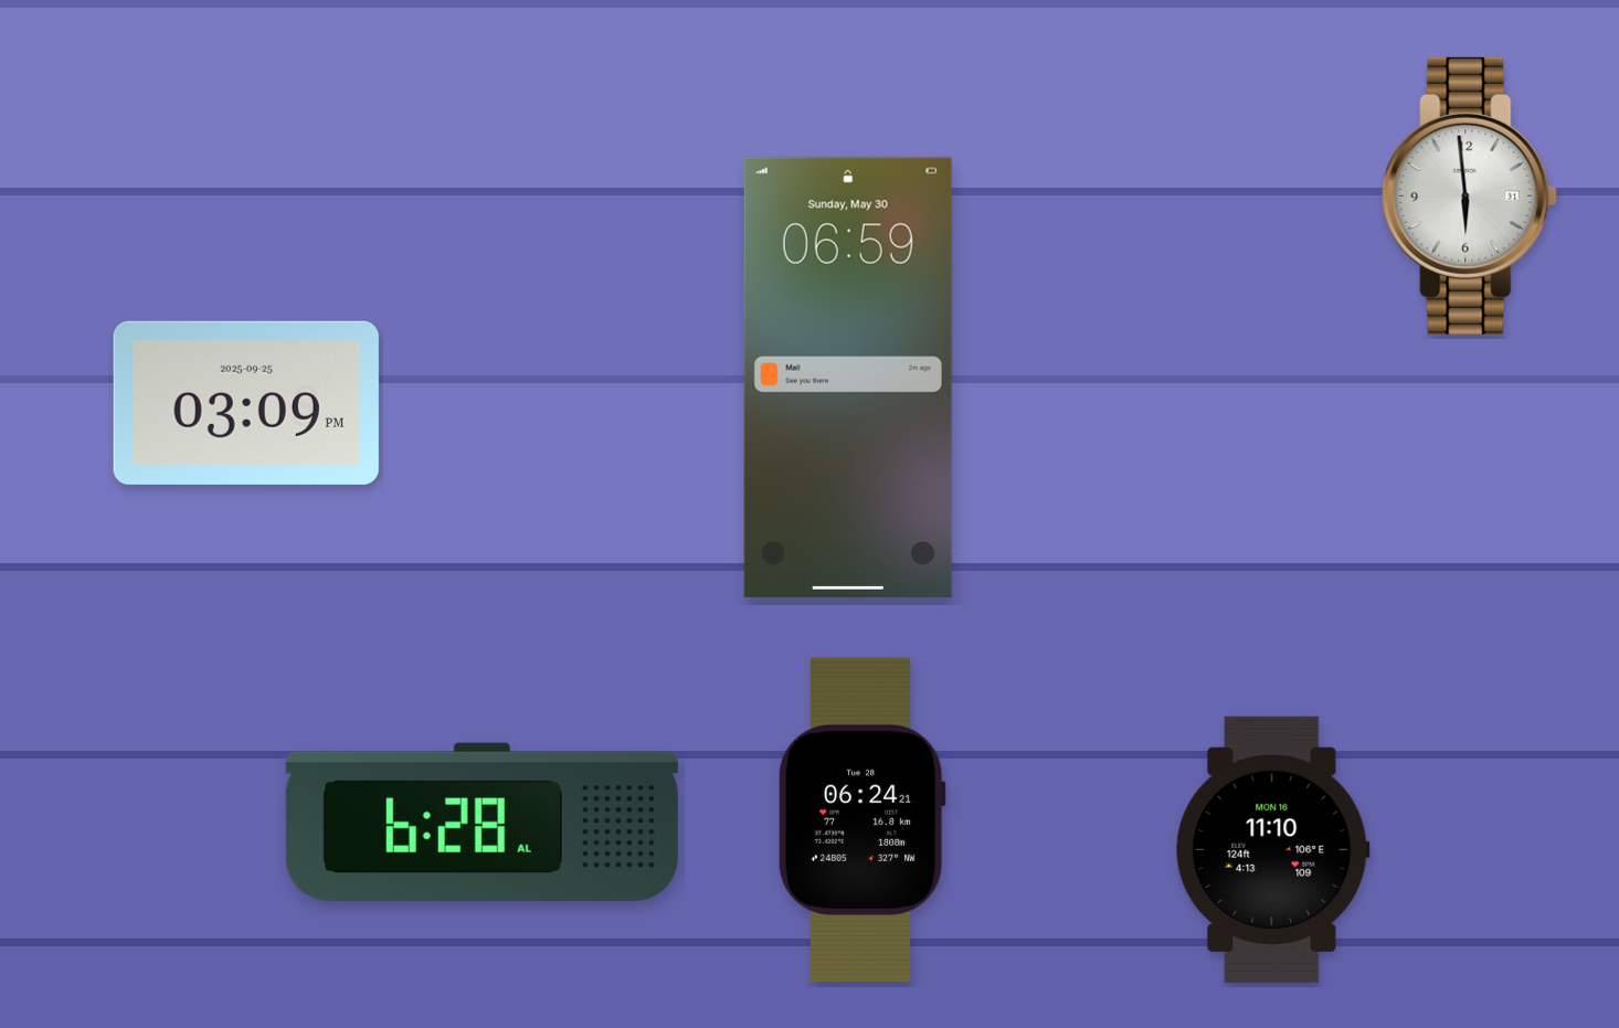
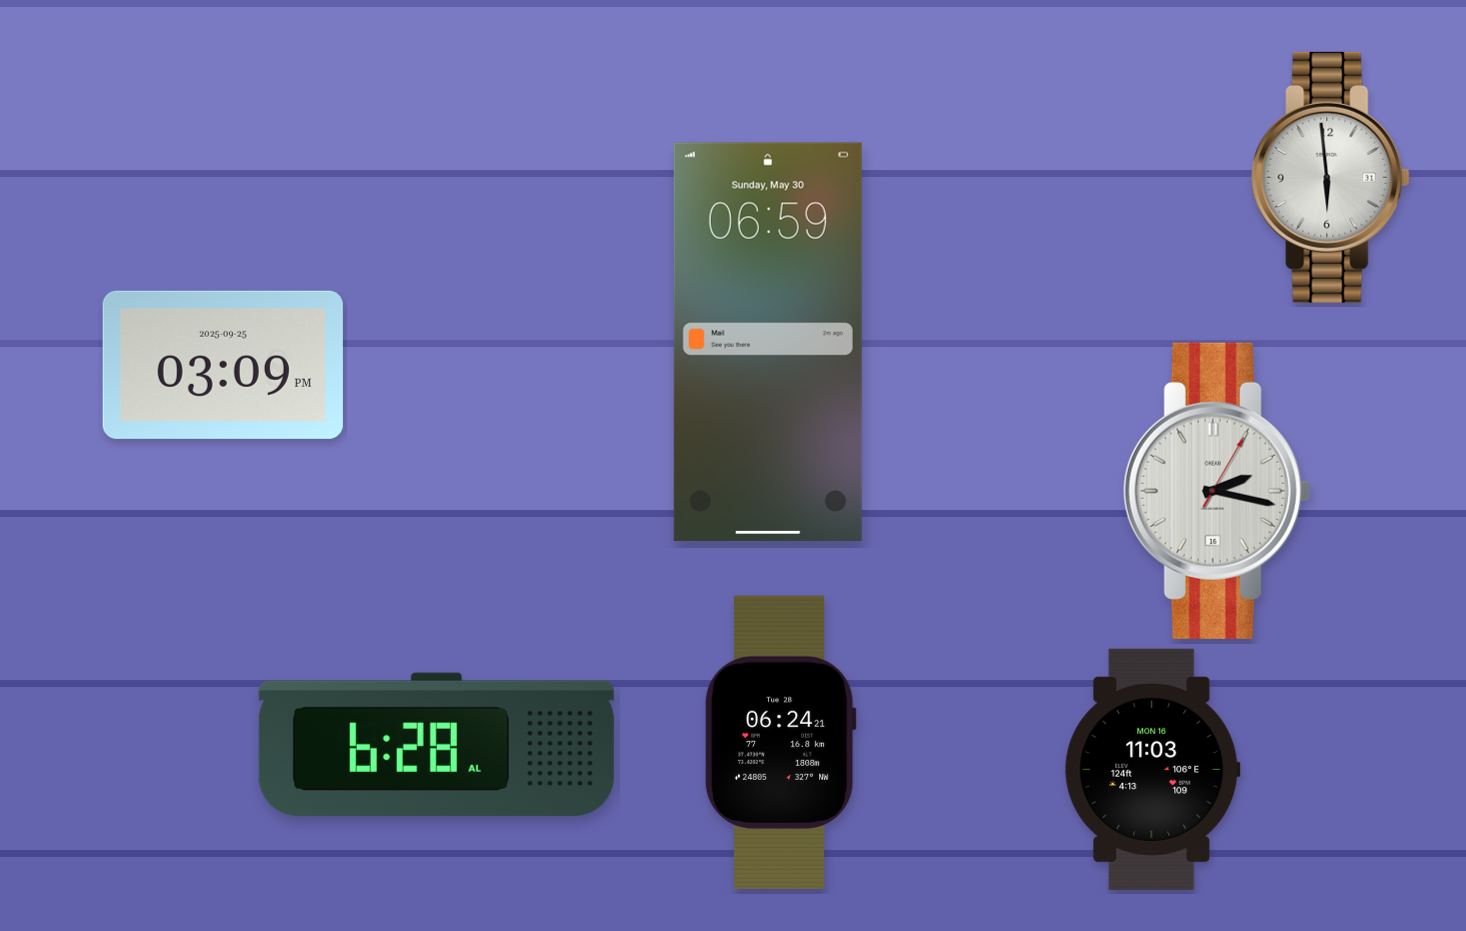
clock at (1217, 491): none -> 2:17
clock at (1272, 849): 11:10 -> 11:03
